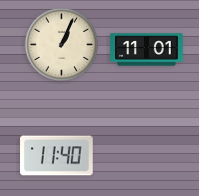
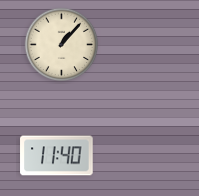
clock at (62, 45): 1:04 -> 1:07
clock at (147, 50): 11:01 -> none
